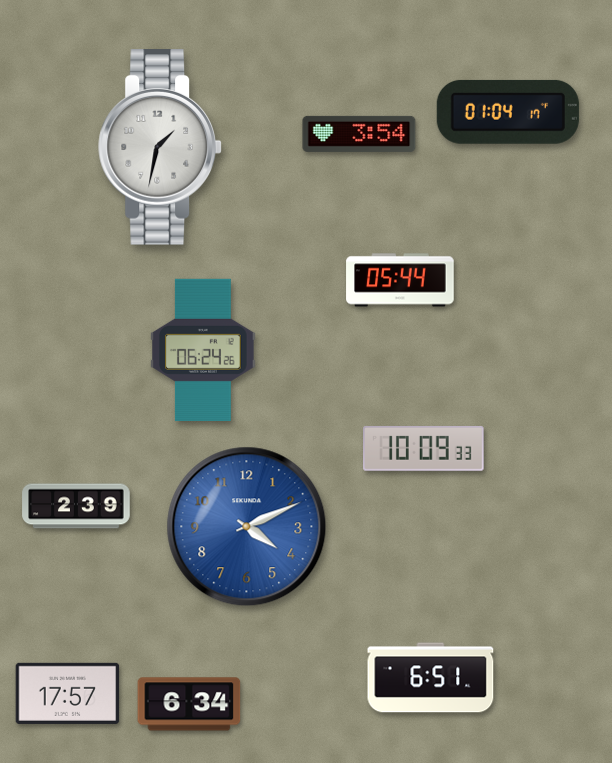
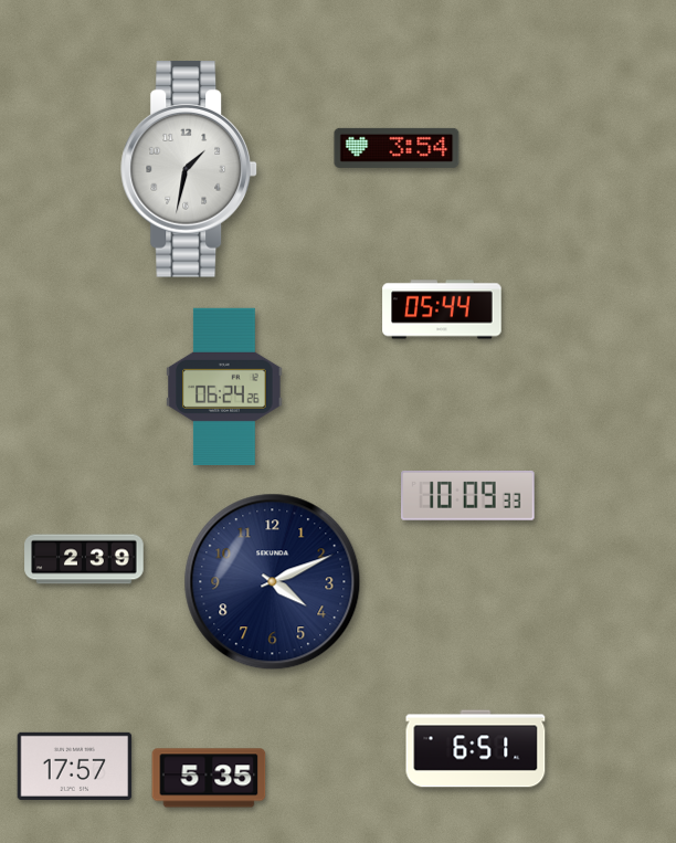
clock at (508, 112): 01:04 -> none
clock at (160, 147) position: (160, 147) -> (189, 169)
clock at (247, 527) dial: blue -> navy
clock at (189, 704): 6:34 -> 5:35
